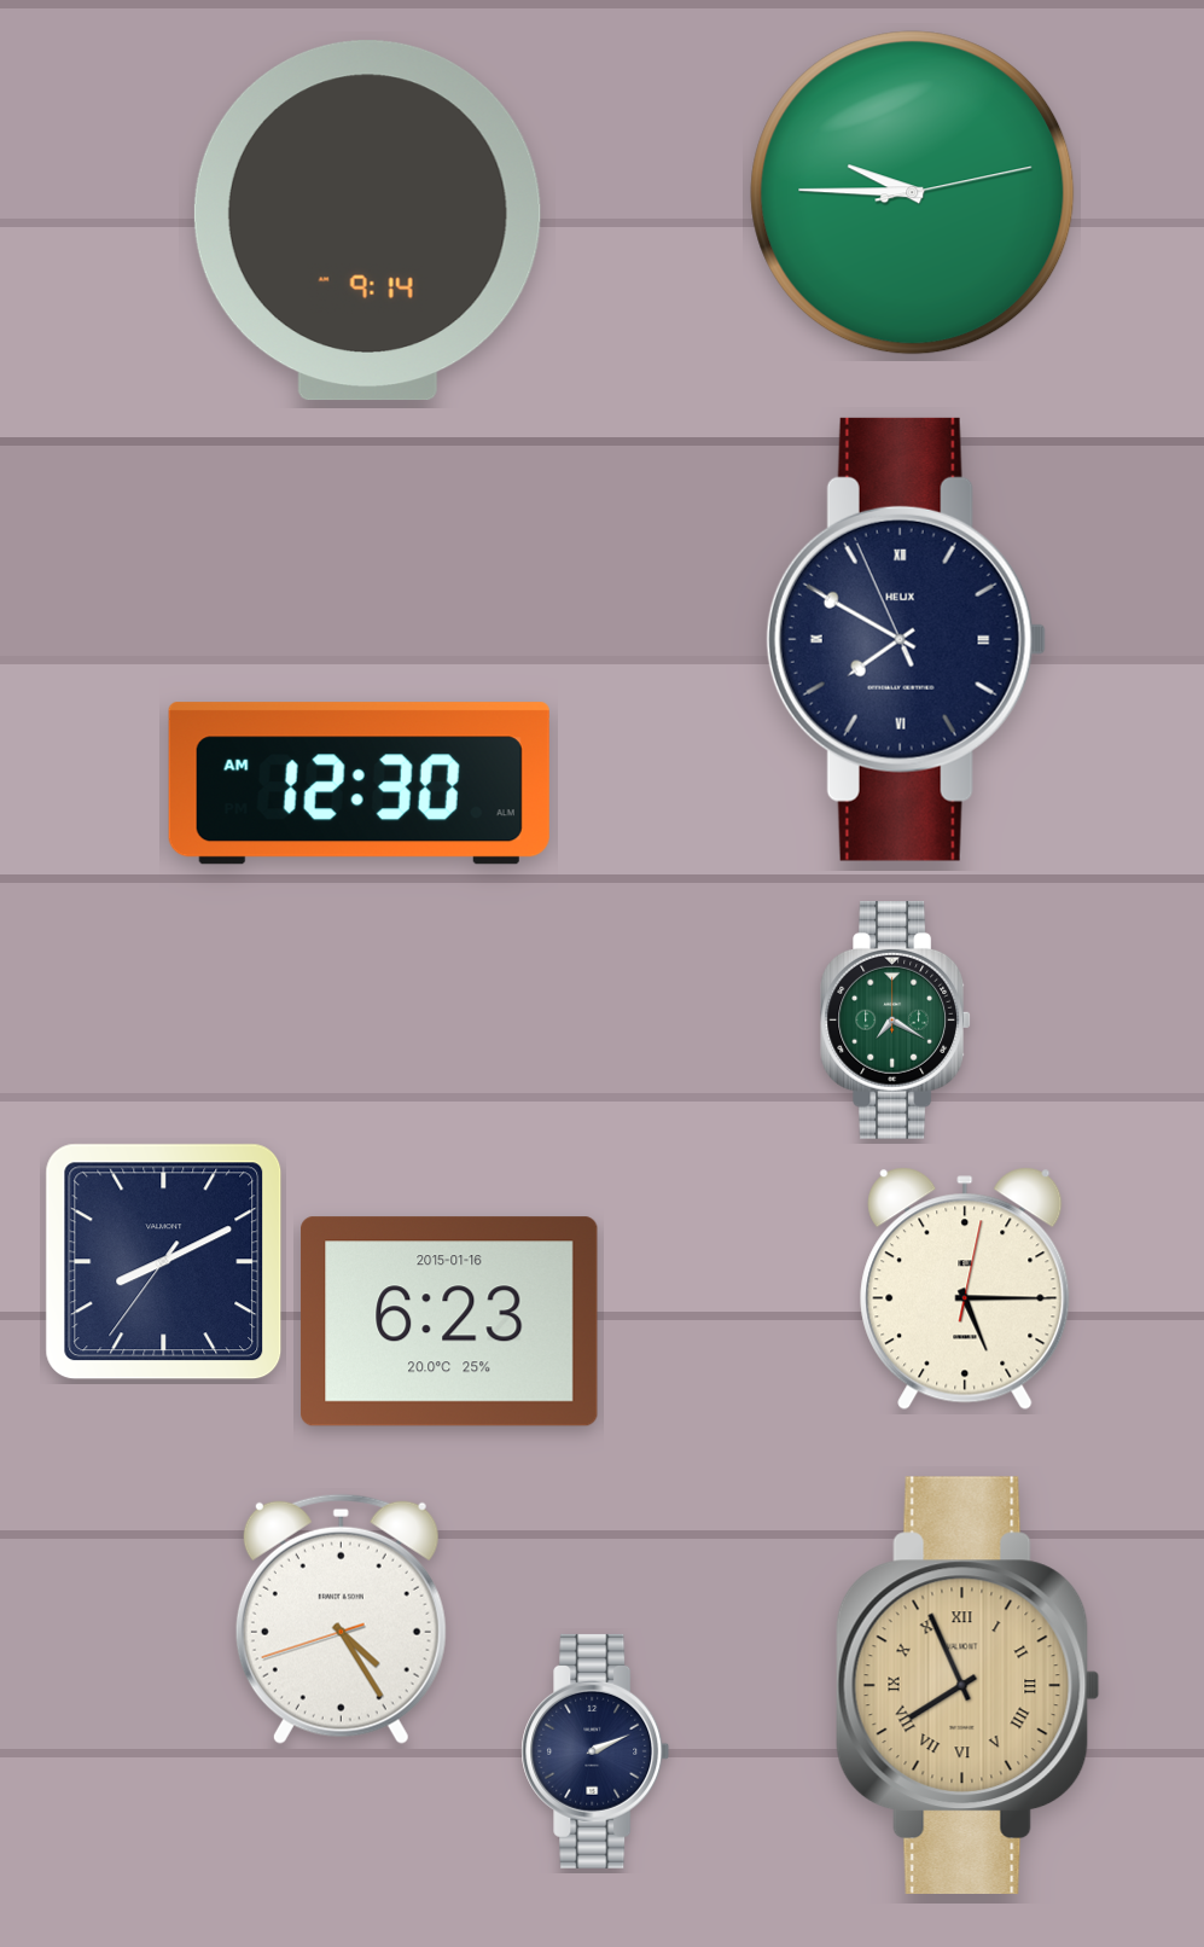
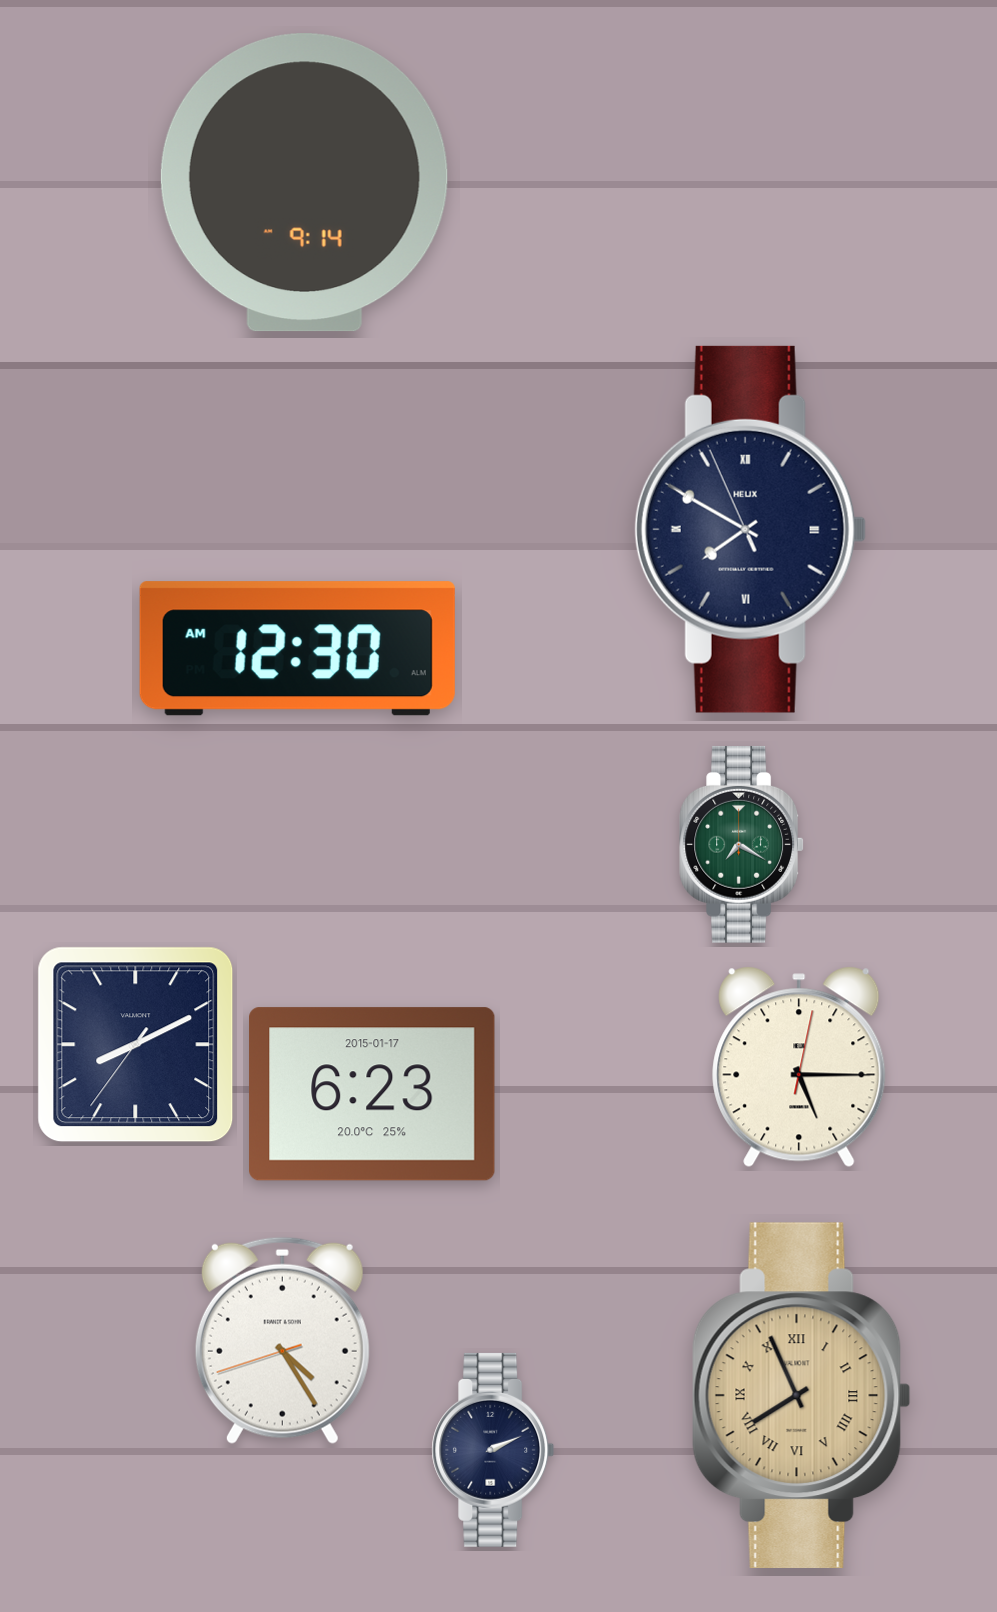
clock at (913, 193): 9:45 -> none
clock at (449, 1321) date: 2015-01-16 -> 2015-01-17
